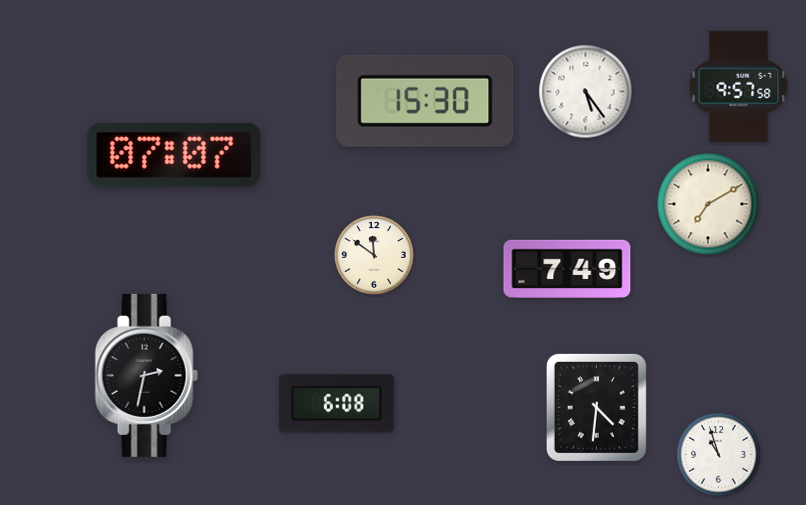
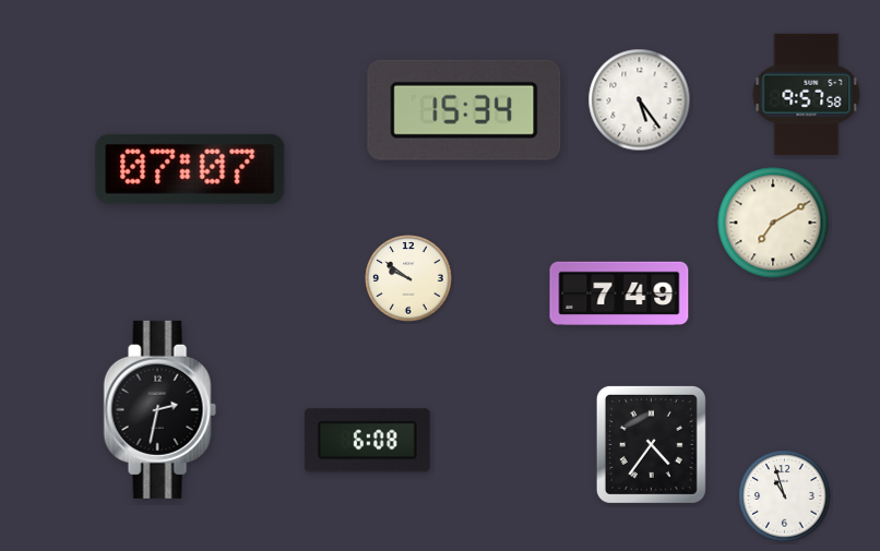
clock at (425, 101): 15:30 -> 15:34
clock at (374, 255): 11:51 -> 9:51
clock at (596, 407): 4:31 -> 4:36
